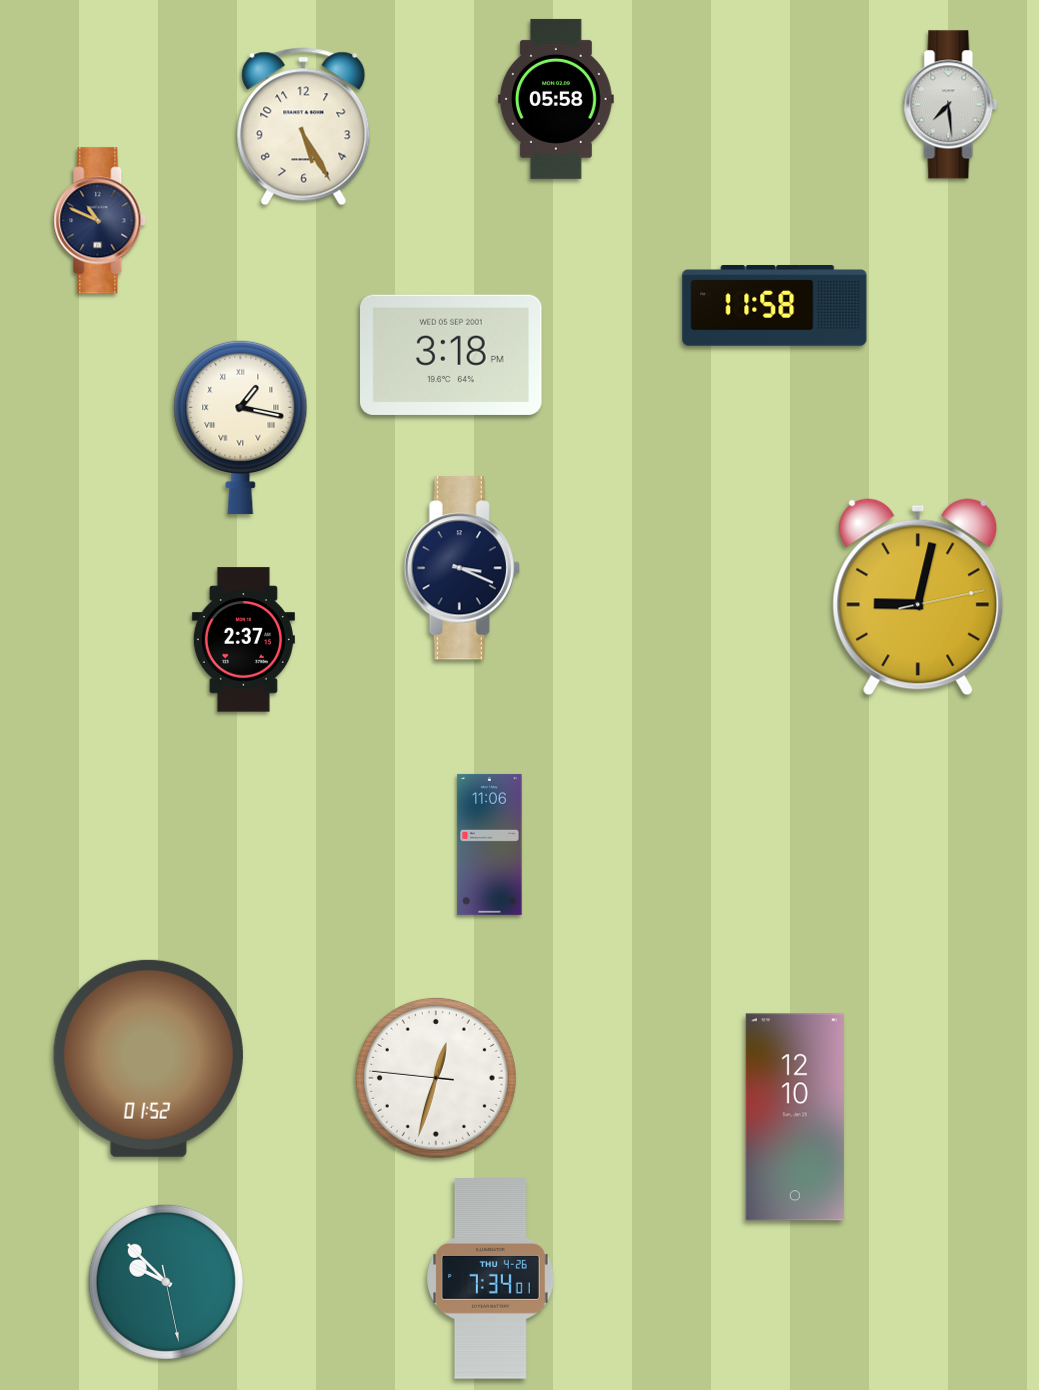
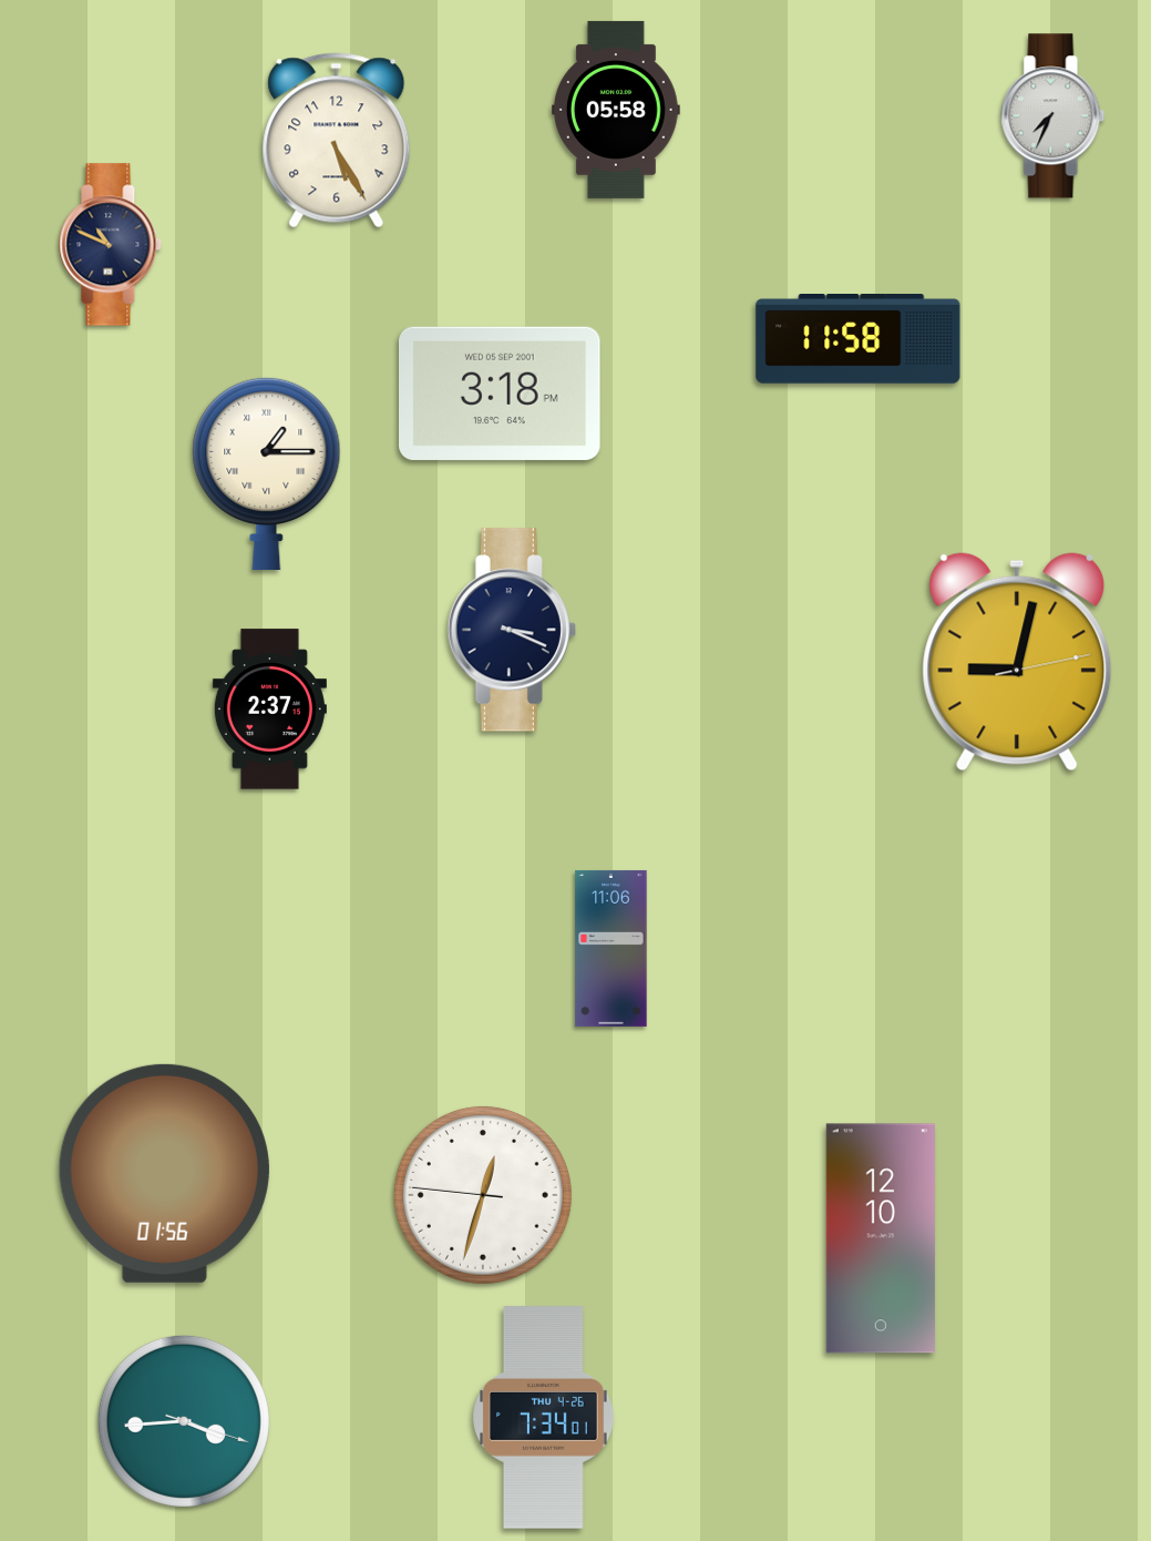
clock at (951, 105): 7:29 -> 7:34
clock at (241, 427): 1:17 -> 1:15
clock at (490, 844) position: (490, 844) -> (612, 948)
clock at (148, 1058): 01:52 -> 01:56
clock at (166, 1282): 9:52 -> 3:44
